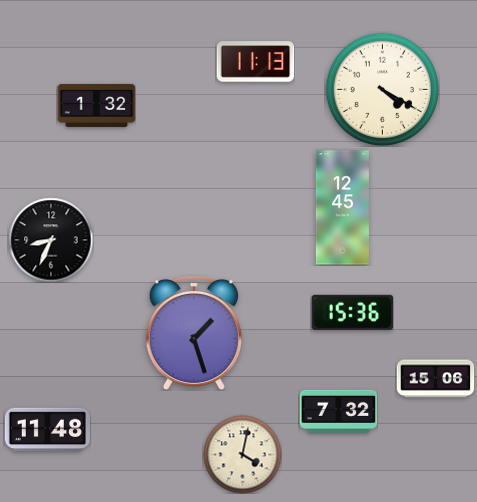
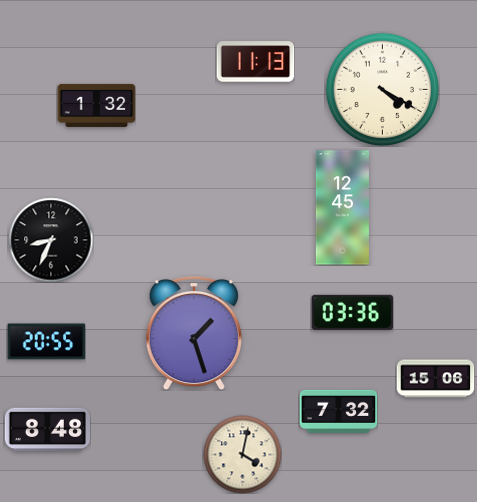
clock at (352, 312): 15:36 -> 03:36
clock at (46, 342): none -> 20:55
clock at (47, 430): 11:48 -> 8:48
